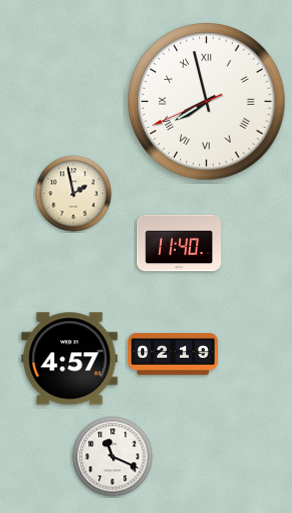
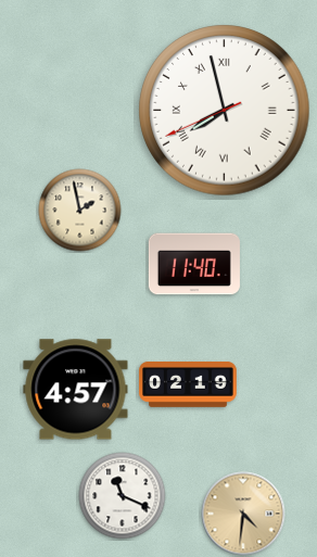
clock at (243, 514): none -> 4:31
